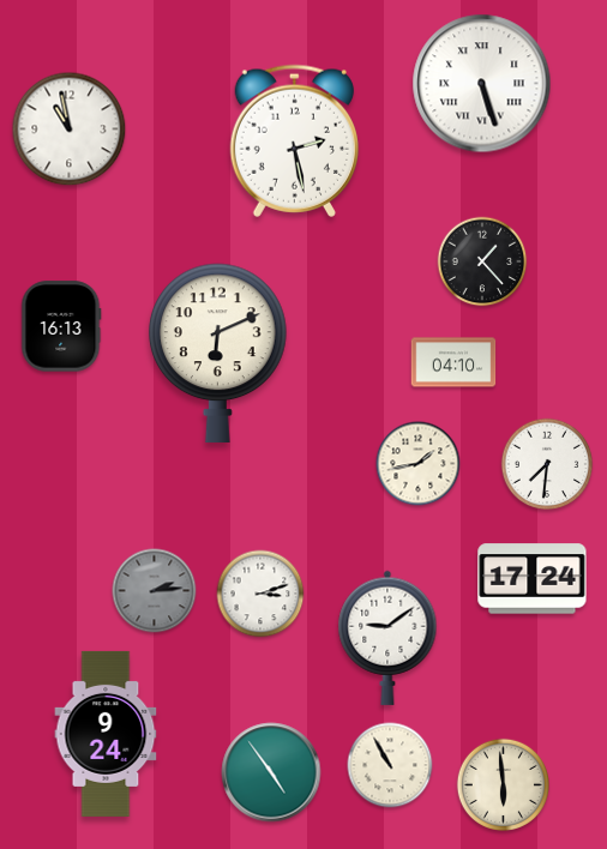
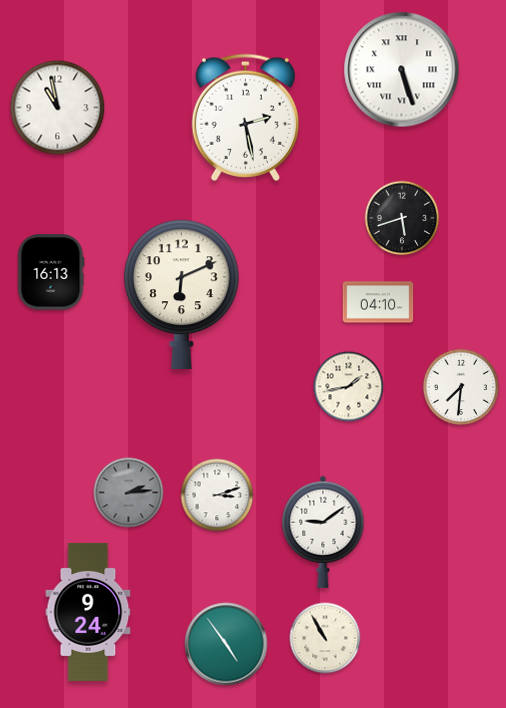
clock at (482, 261): 1:23 -> 5:42
clock at (547, 464) position: (547, 464) -> (461, 387)
clock at (533, 579): 17:24 -> none
clock at (503, 784): 5:59 -> none
